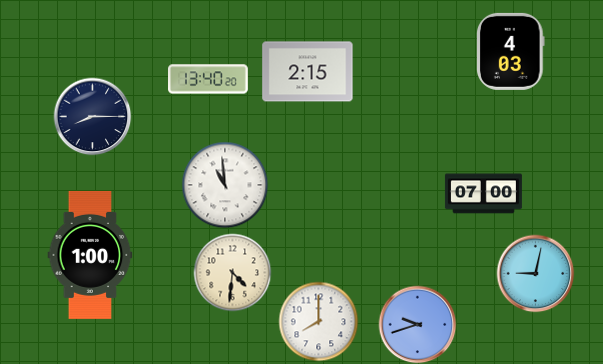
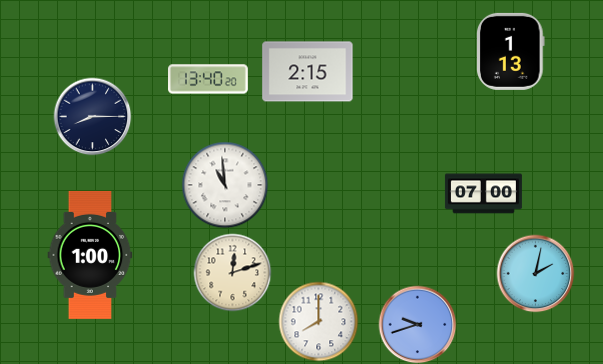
clock at (511, 51): 4:03 -> 1:13
clock at (232, 272): 4:31 -> 12:12
clock at (535, 273): 9:02 -> 2:02
